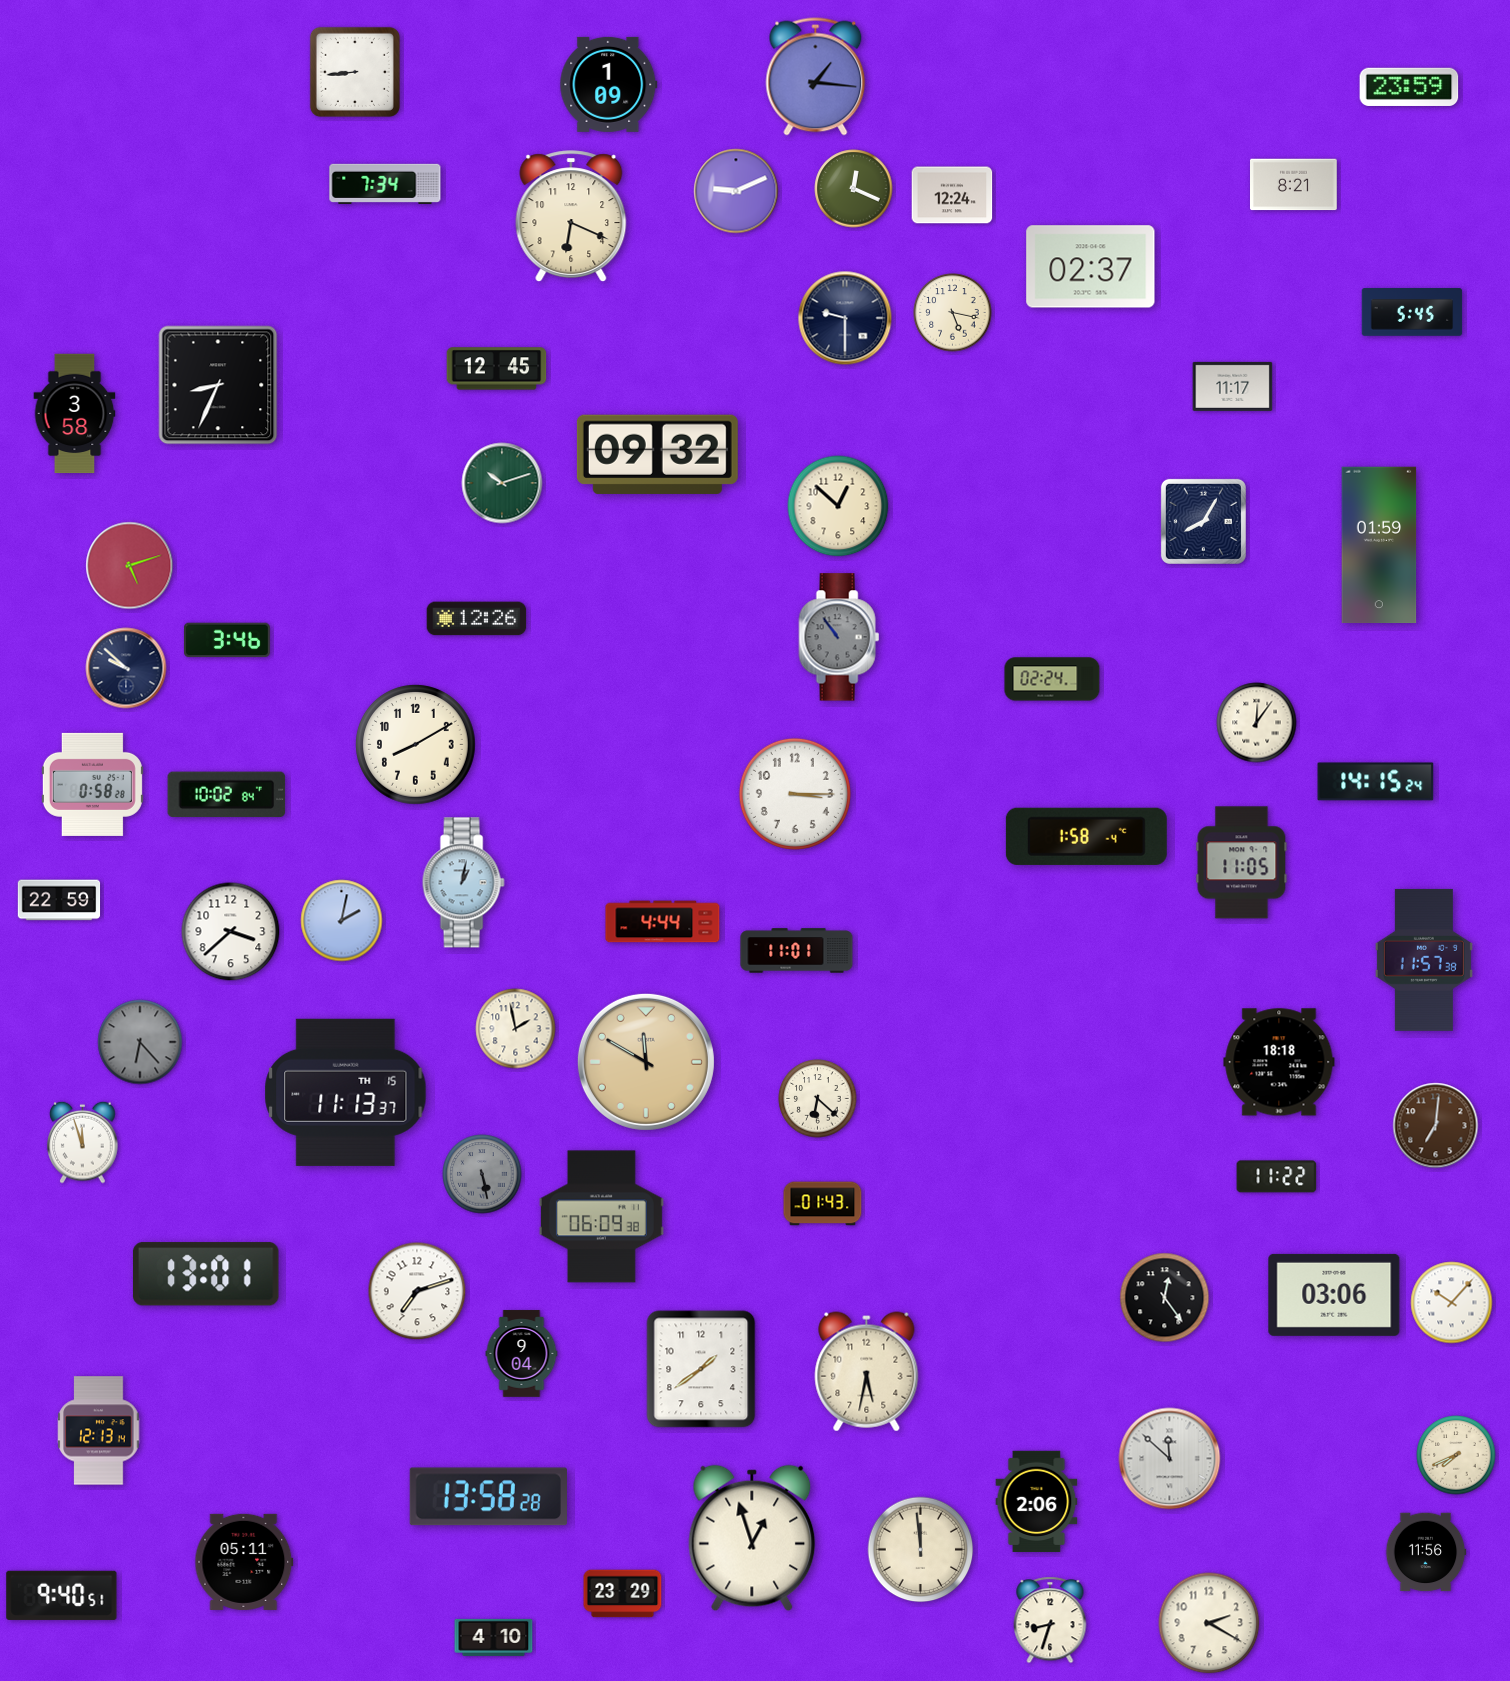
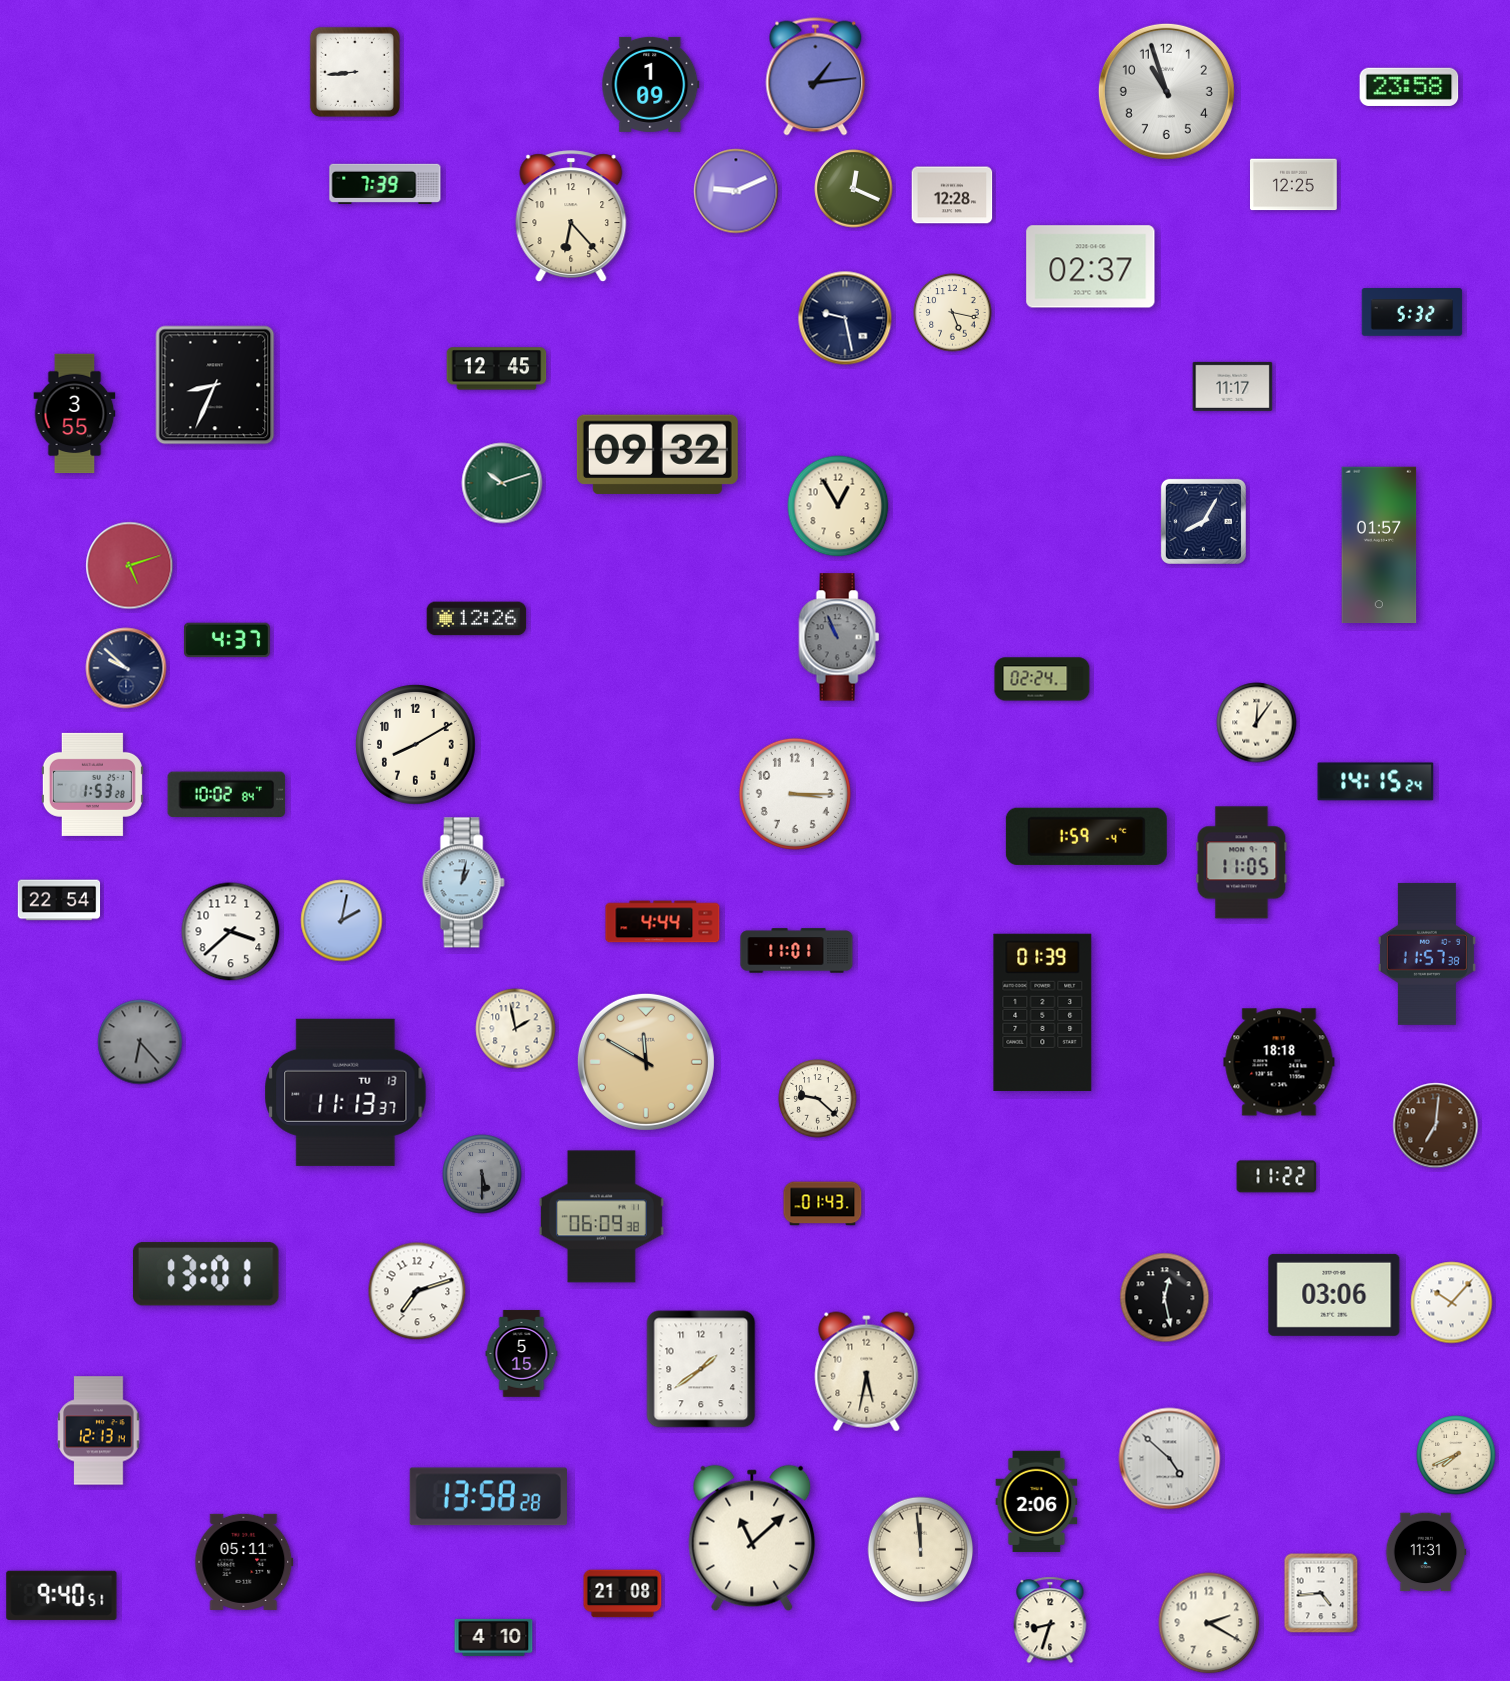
clock at (816, 77): 1:16 -> 1:14
clock at (609, 84) position: (609, 84) -> (651, 84)
clock at (1409, 87): 23:59 -> 23:58
clock at (1166, 91): none -> 10:57
clock at (385, 184): 7:34 -> 7:39
clock at (1294, 185): 8:21 -> 12:25
clock at (952, 195): 12:24 -> 12:28
clock at (571, 217): 6:19 -> 6:23
clock at (1412, 312): 5:45 -> 5:32
clock at (845, 318): 9:30 -> 9:28
clock at (218, 385) position: (218, 385) -> (215, 385)
clock at (75, 414): 3:58 -> 3:55
clock at (838, 506): 12:52 -> 12:55
clock at (1379, 545): 01:59 -> 01:57
clock at (839, 637): 10:54 -> 10:56
clock at (227, 640): 3:46 -> 4:37
clock at (1052, 679) position: (1052, 679) -> (1042, 679)
clock at (92, 784): 0:58 -> 1:53
clock at (1086, 836): 1:58 -> 1:59
clock at (59, 900): 22:59 -> 22:54
clock at (1424, 960) position: (1424, 960) -> (1427, 954)
clock at (1043, 1012): none -> 01:39
clock at (346, 1092) date: TH 15 -> TU 13
clock at (818, 1099): 6:22 -> 9:22
clock at (83, 1142): 11:57 -> none
clock at (482, 1174): 5:28 -> 5:30
clock at (1165, 1298): 12:24 -> 12:28
clock at (522, 1354): 9:04 -> 5:15
clock at (1170, 1459): 11:52 -> 4:52
clock at (752, 1538): 12:57 -> 11:08
clock at (1426, 1552): 11:56 -> 11:31
clock at (1321, 1593): none -> 4:44
clock at (623, 1594): 23:29 -> 21:08
